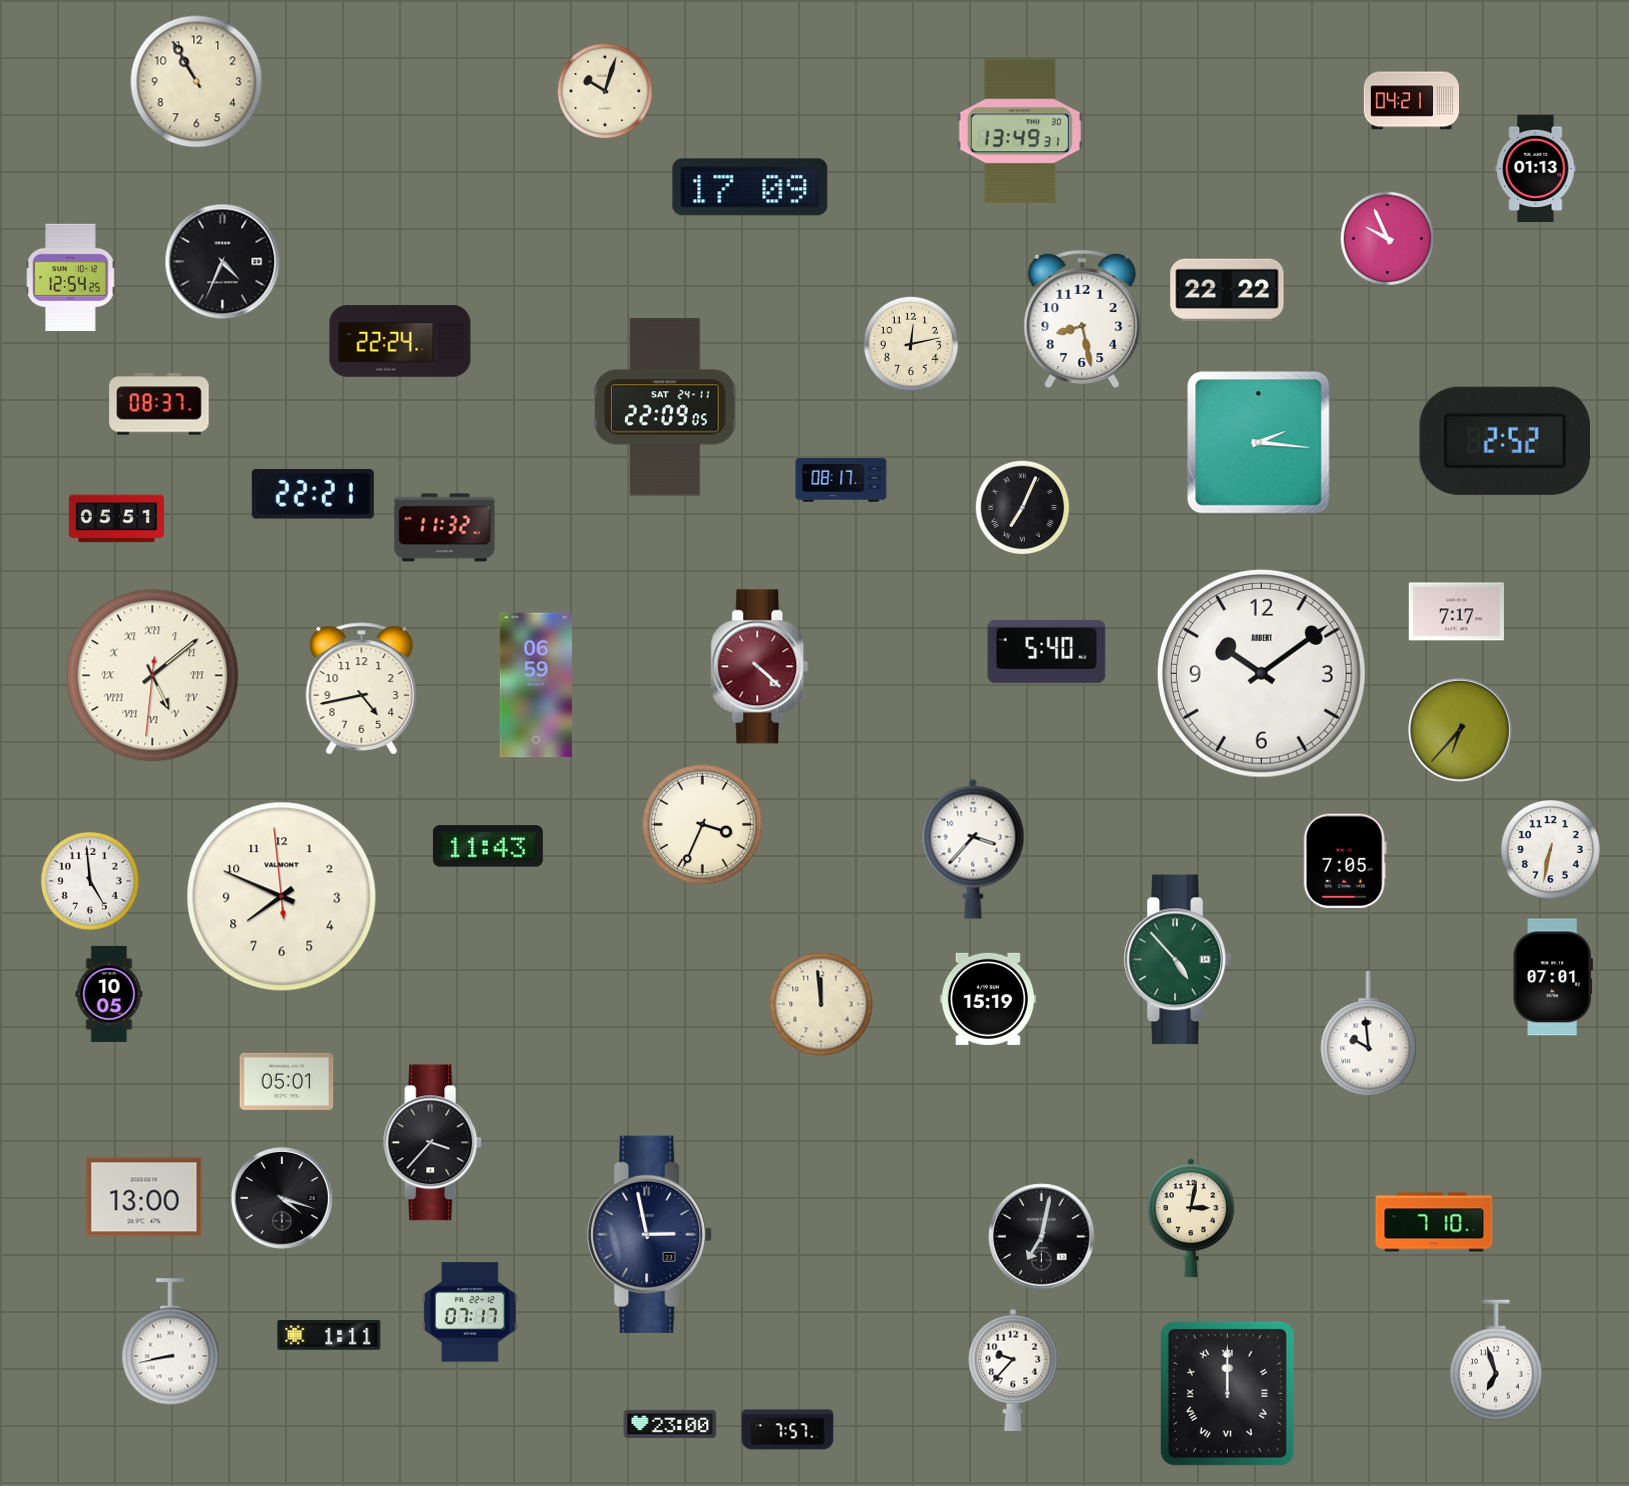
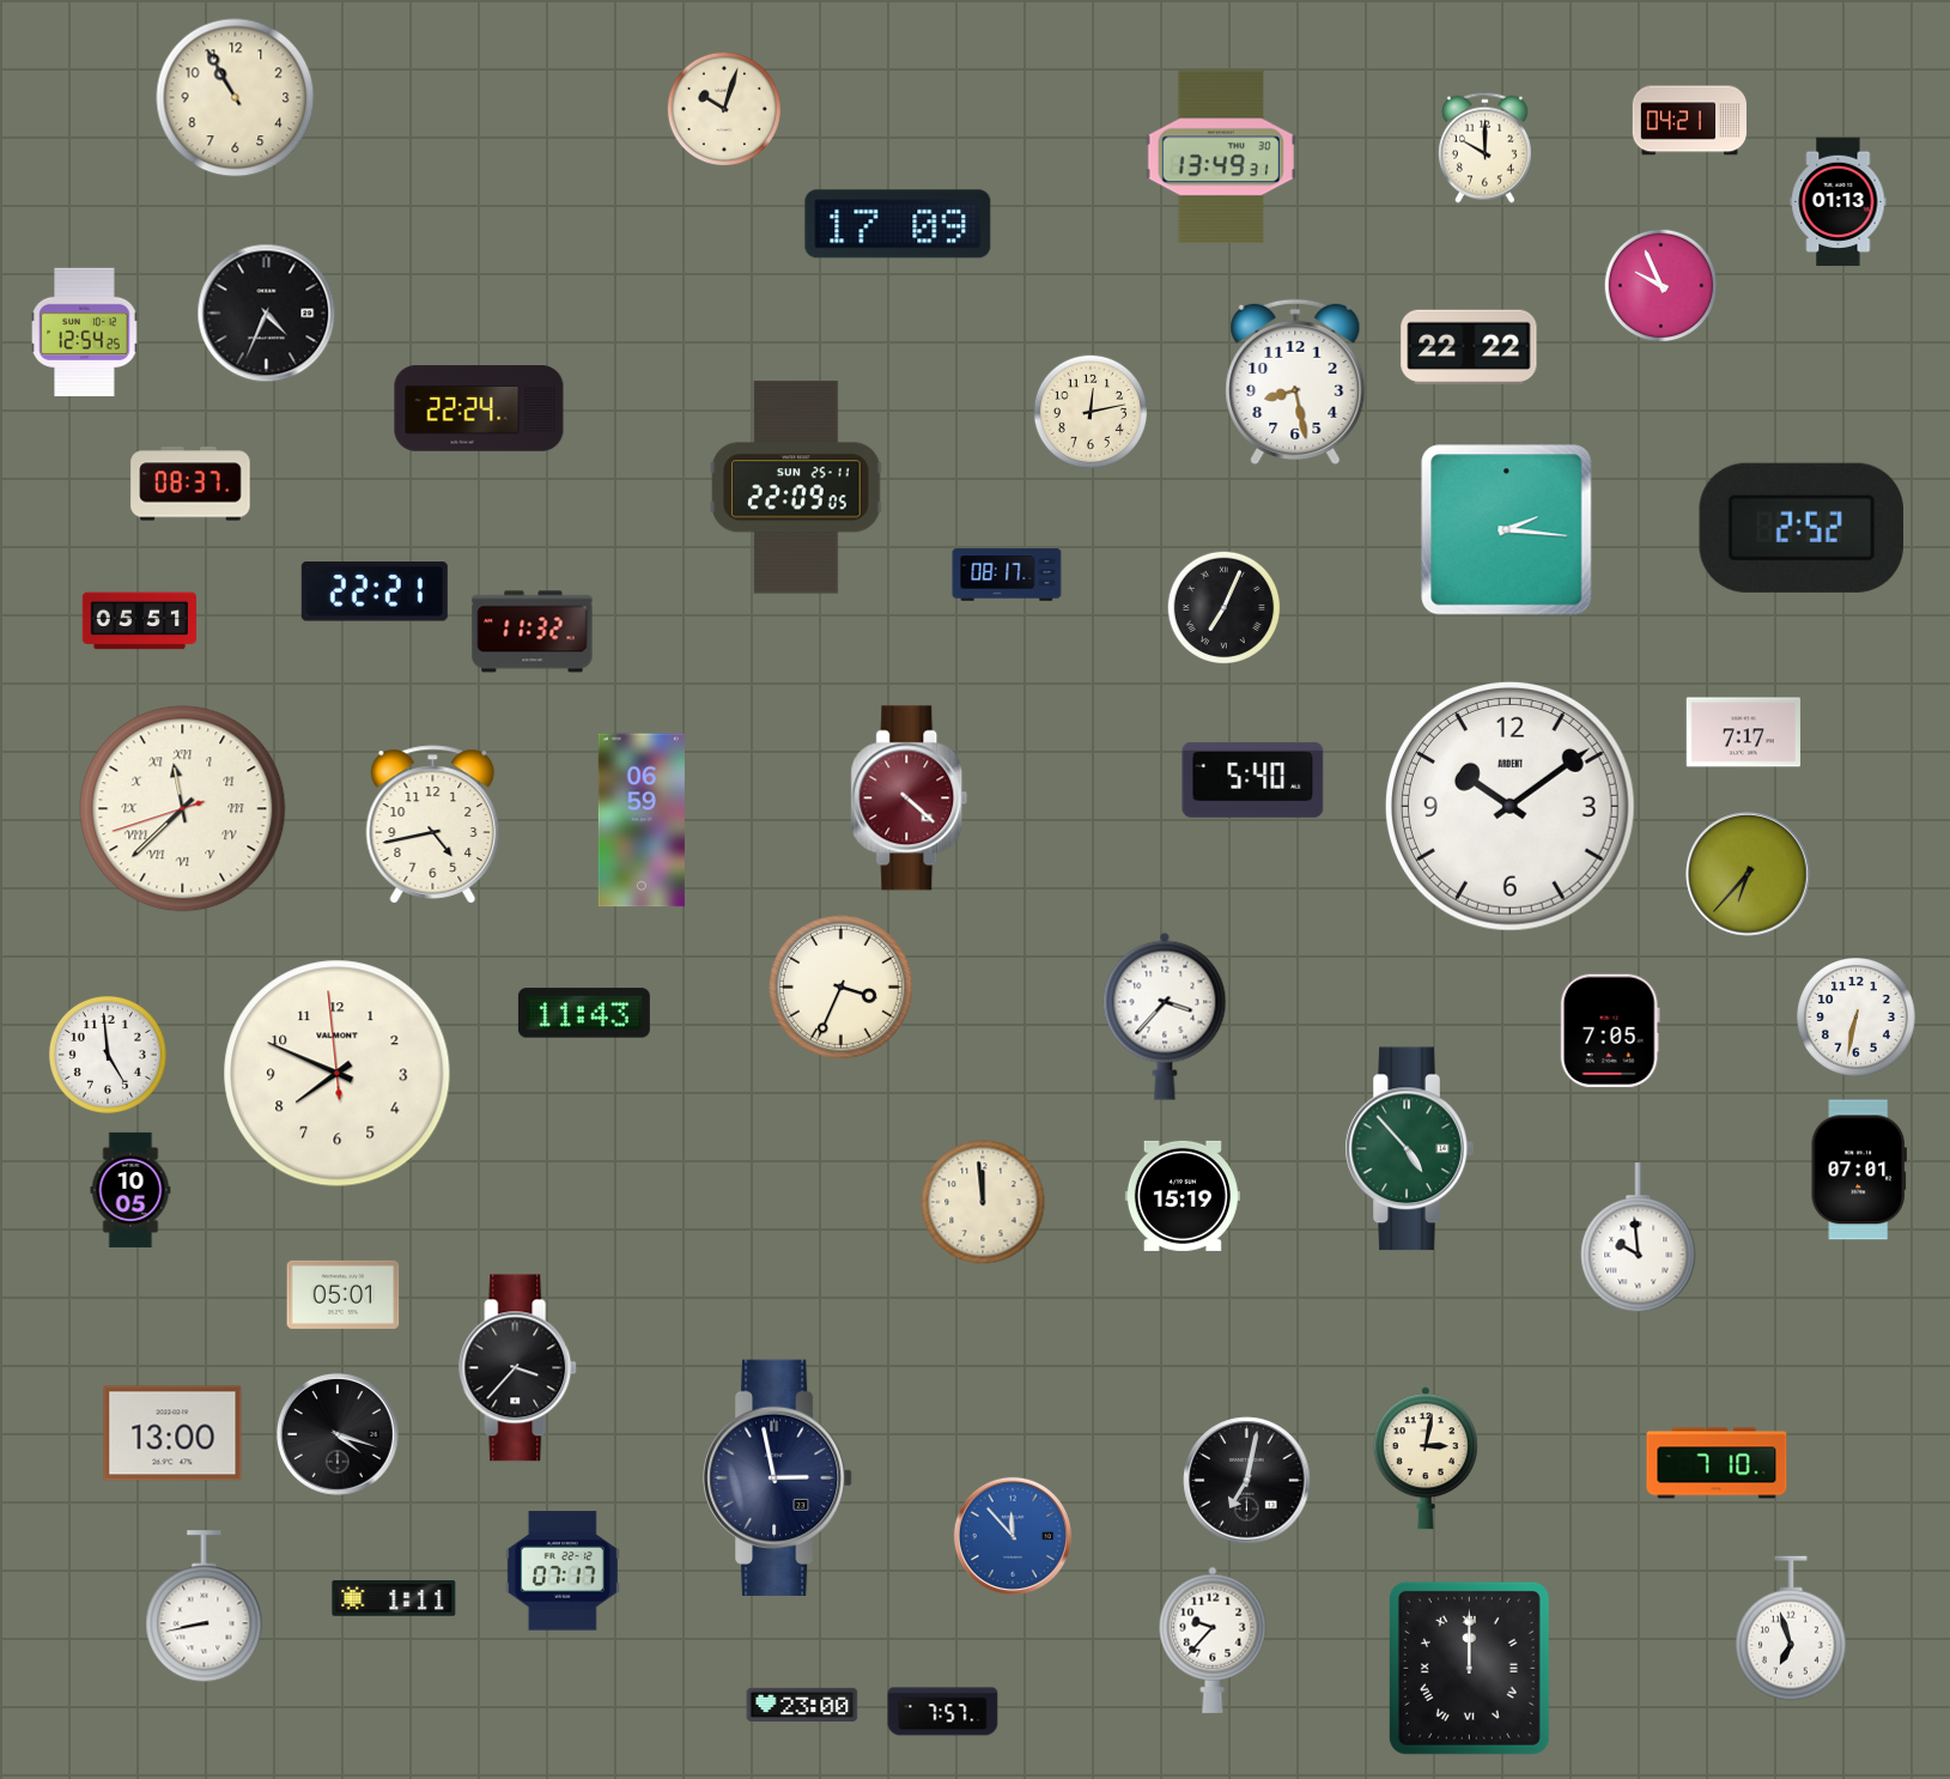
clock at (1484, 147): none -> 10:00
clock at (665, 407) date: SAT 24-11 -> SUN 25-11
clock at (153, 676): 5:08 -> 11:37
clock at (1013, 1536): none -> 11:53
